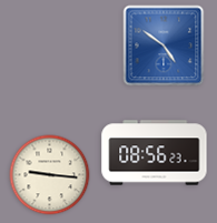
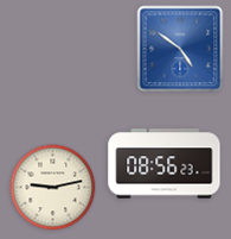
clock at (164, 45) position: (164, 45) -> (180, 49)
clock at (50, 175): 9:16 -> 9:13
